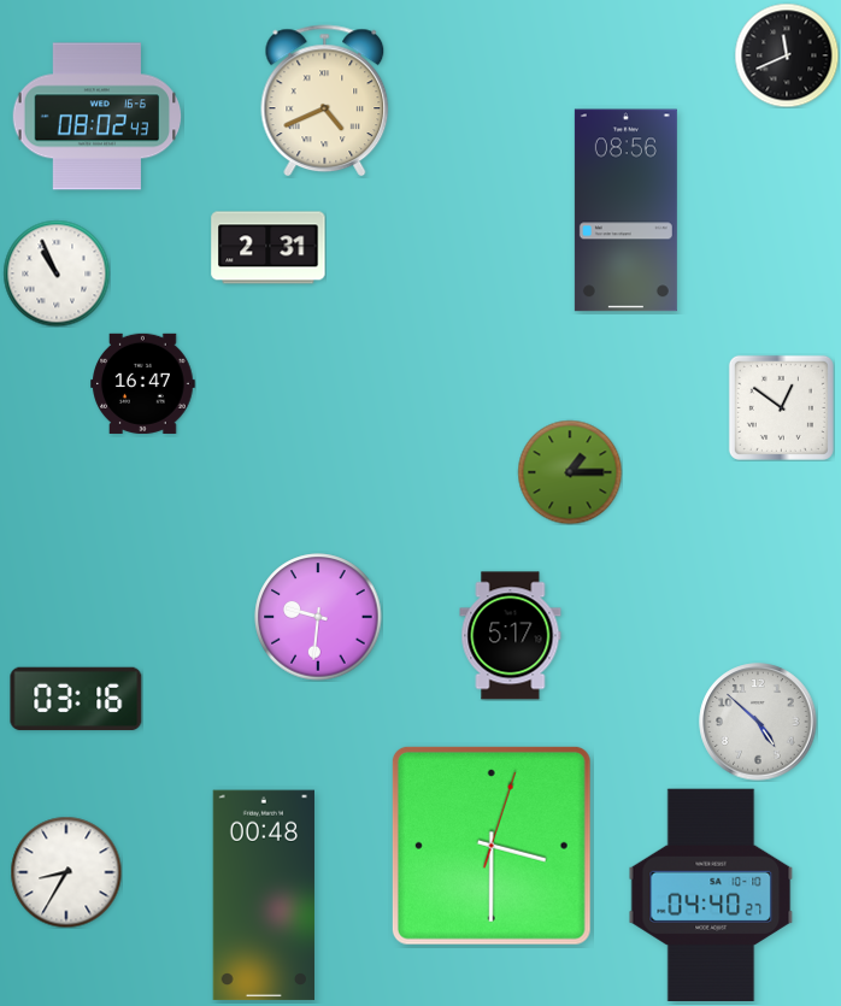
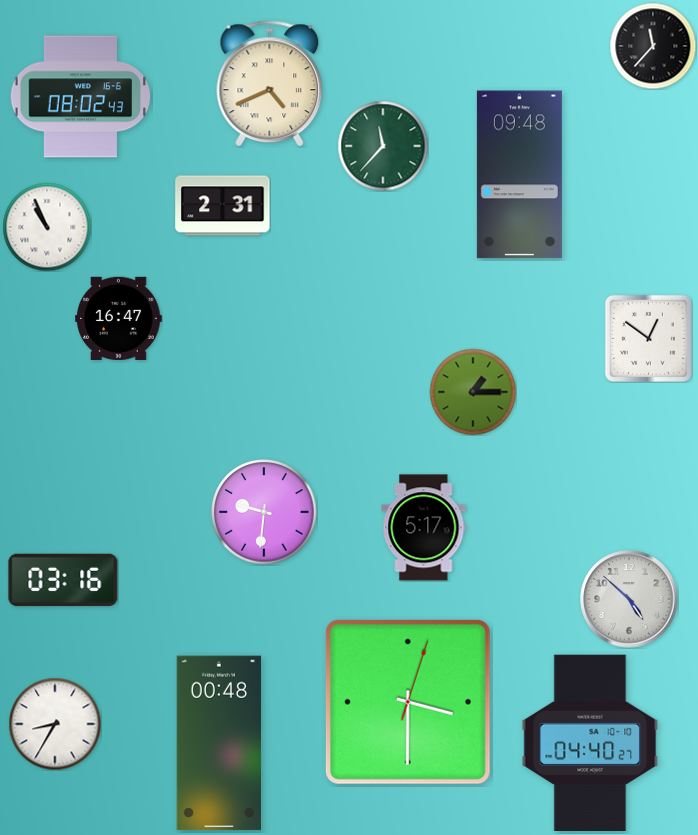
clock at (787, 55): 11:41 -> 11:37
clock at (383, 146): none -> 11:37
clock at (625, 211): 08:56 -> 09:48
